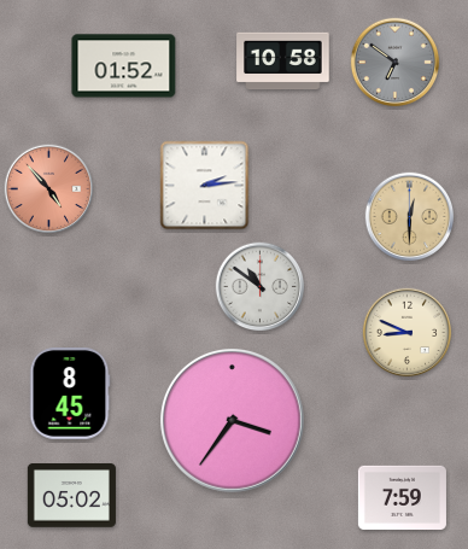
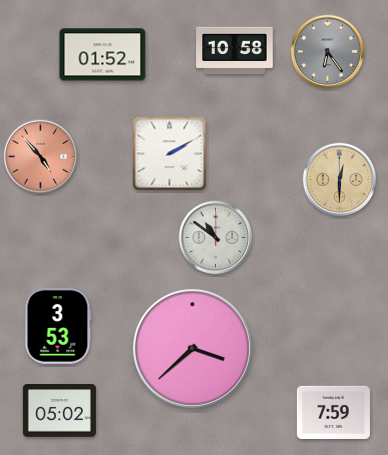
clock at (396, 63): 6:51 -> 6:24
clock at (205, 186): 2:14 -> 2:10
clock at (408, 333): 8:49 -> none
clock at (70, 395): 8:45 -> 3:53
clock at (232, 420): 3:36 -> 3:38
